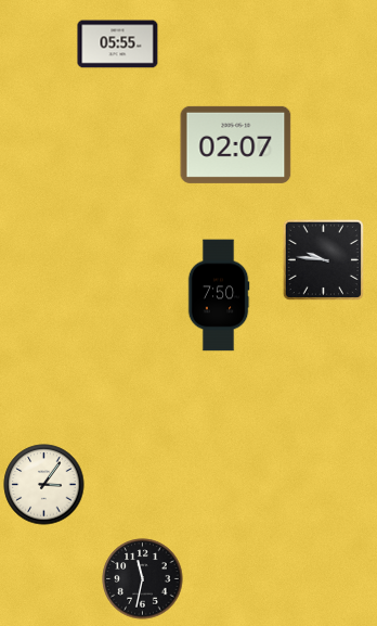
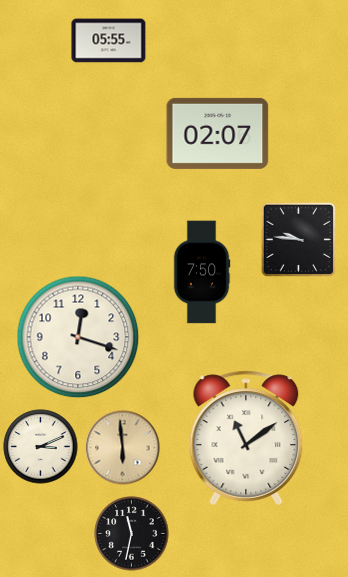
clock at (78, 337): none -> 12:18
clock at (246, 438): none -> 11:09
clock at (44, 485): 3:06 -> 3:11
clock at (123, 448): none -> 5:59
